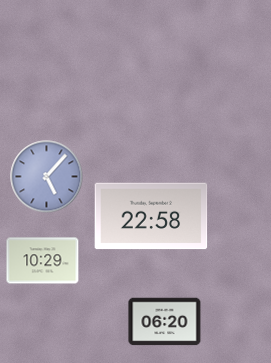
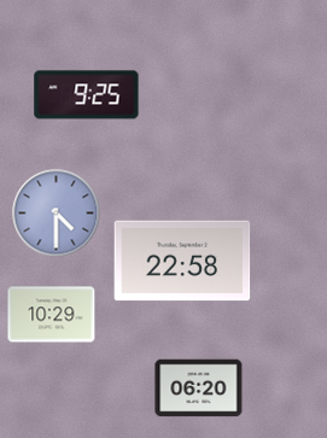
clock at (87, 95): none -> 9:25
clock at (47, 177): 5:07 -> 4:30
